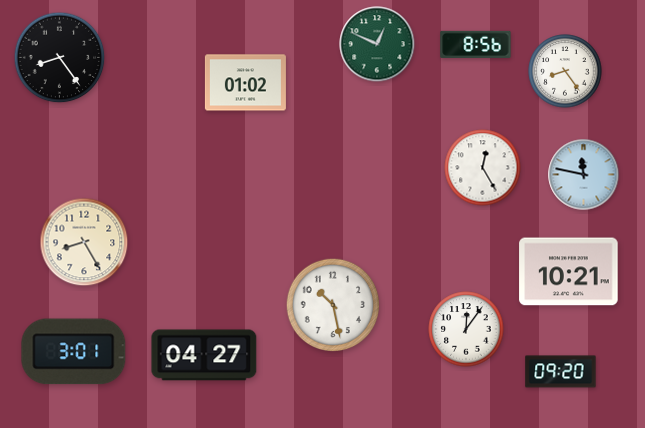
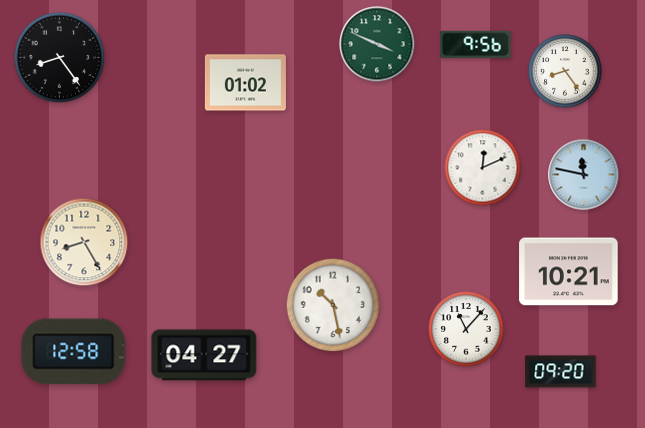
clock at (377, 44): 12:49 -> 3:49
clock at (476, 44): 8:56 -> 9:56
clock at (483, 168): 12:25 -> 12:11
clock at (466, 329): 12:06 -> 11:07
clock at (74, 352): 3:01 -> 12:58
